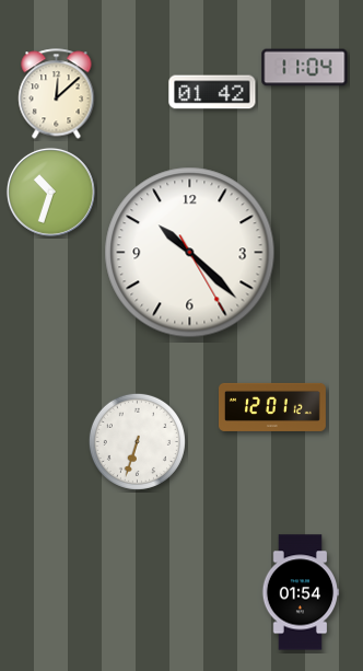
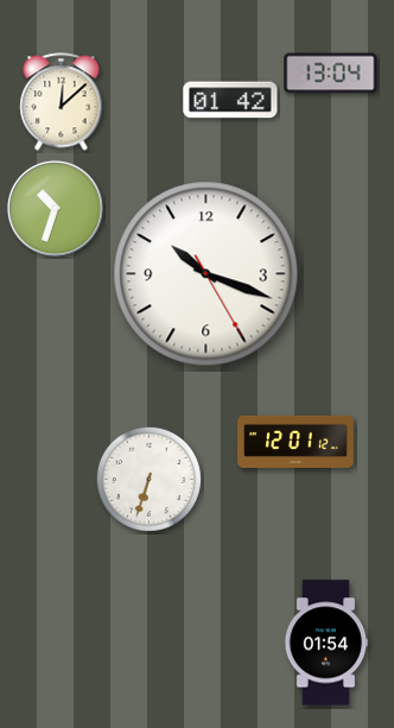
clock at (305, 68): 11:04 -> 13:04
clock at (190, 253): 10:22 -> 10:18
